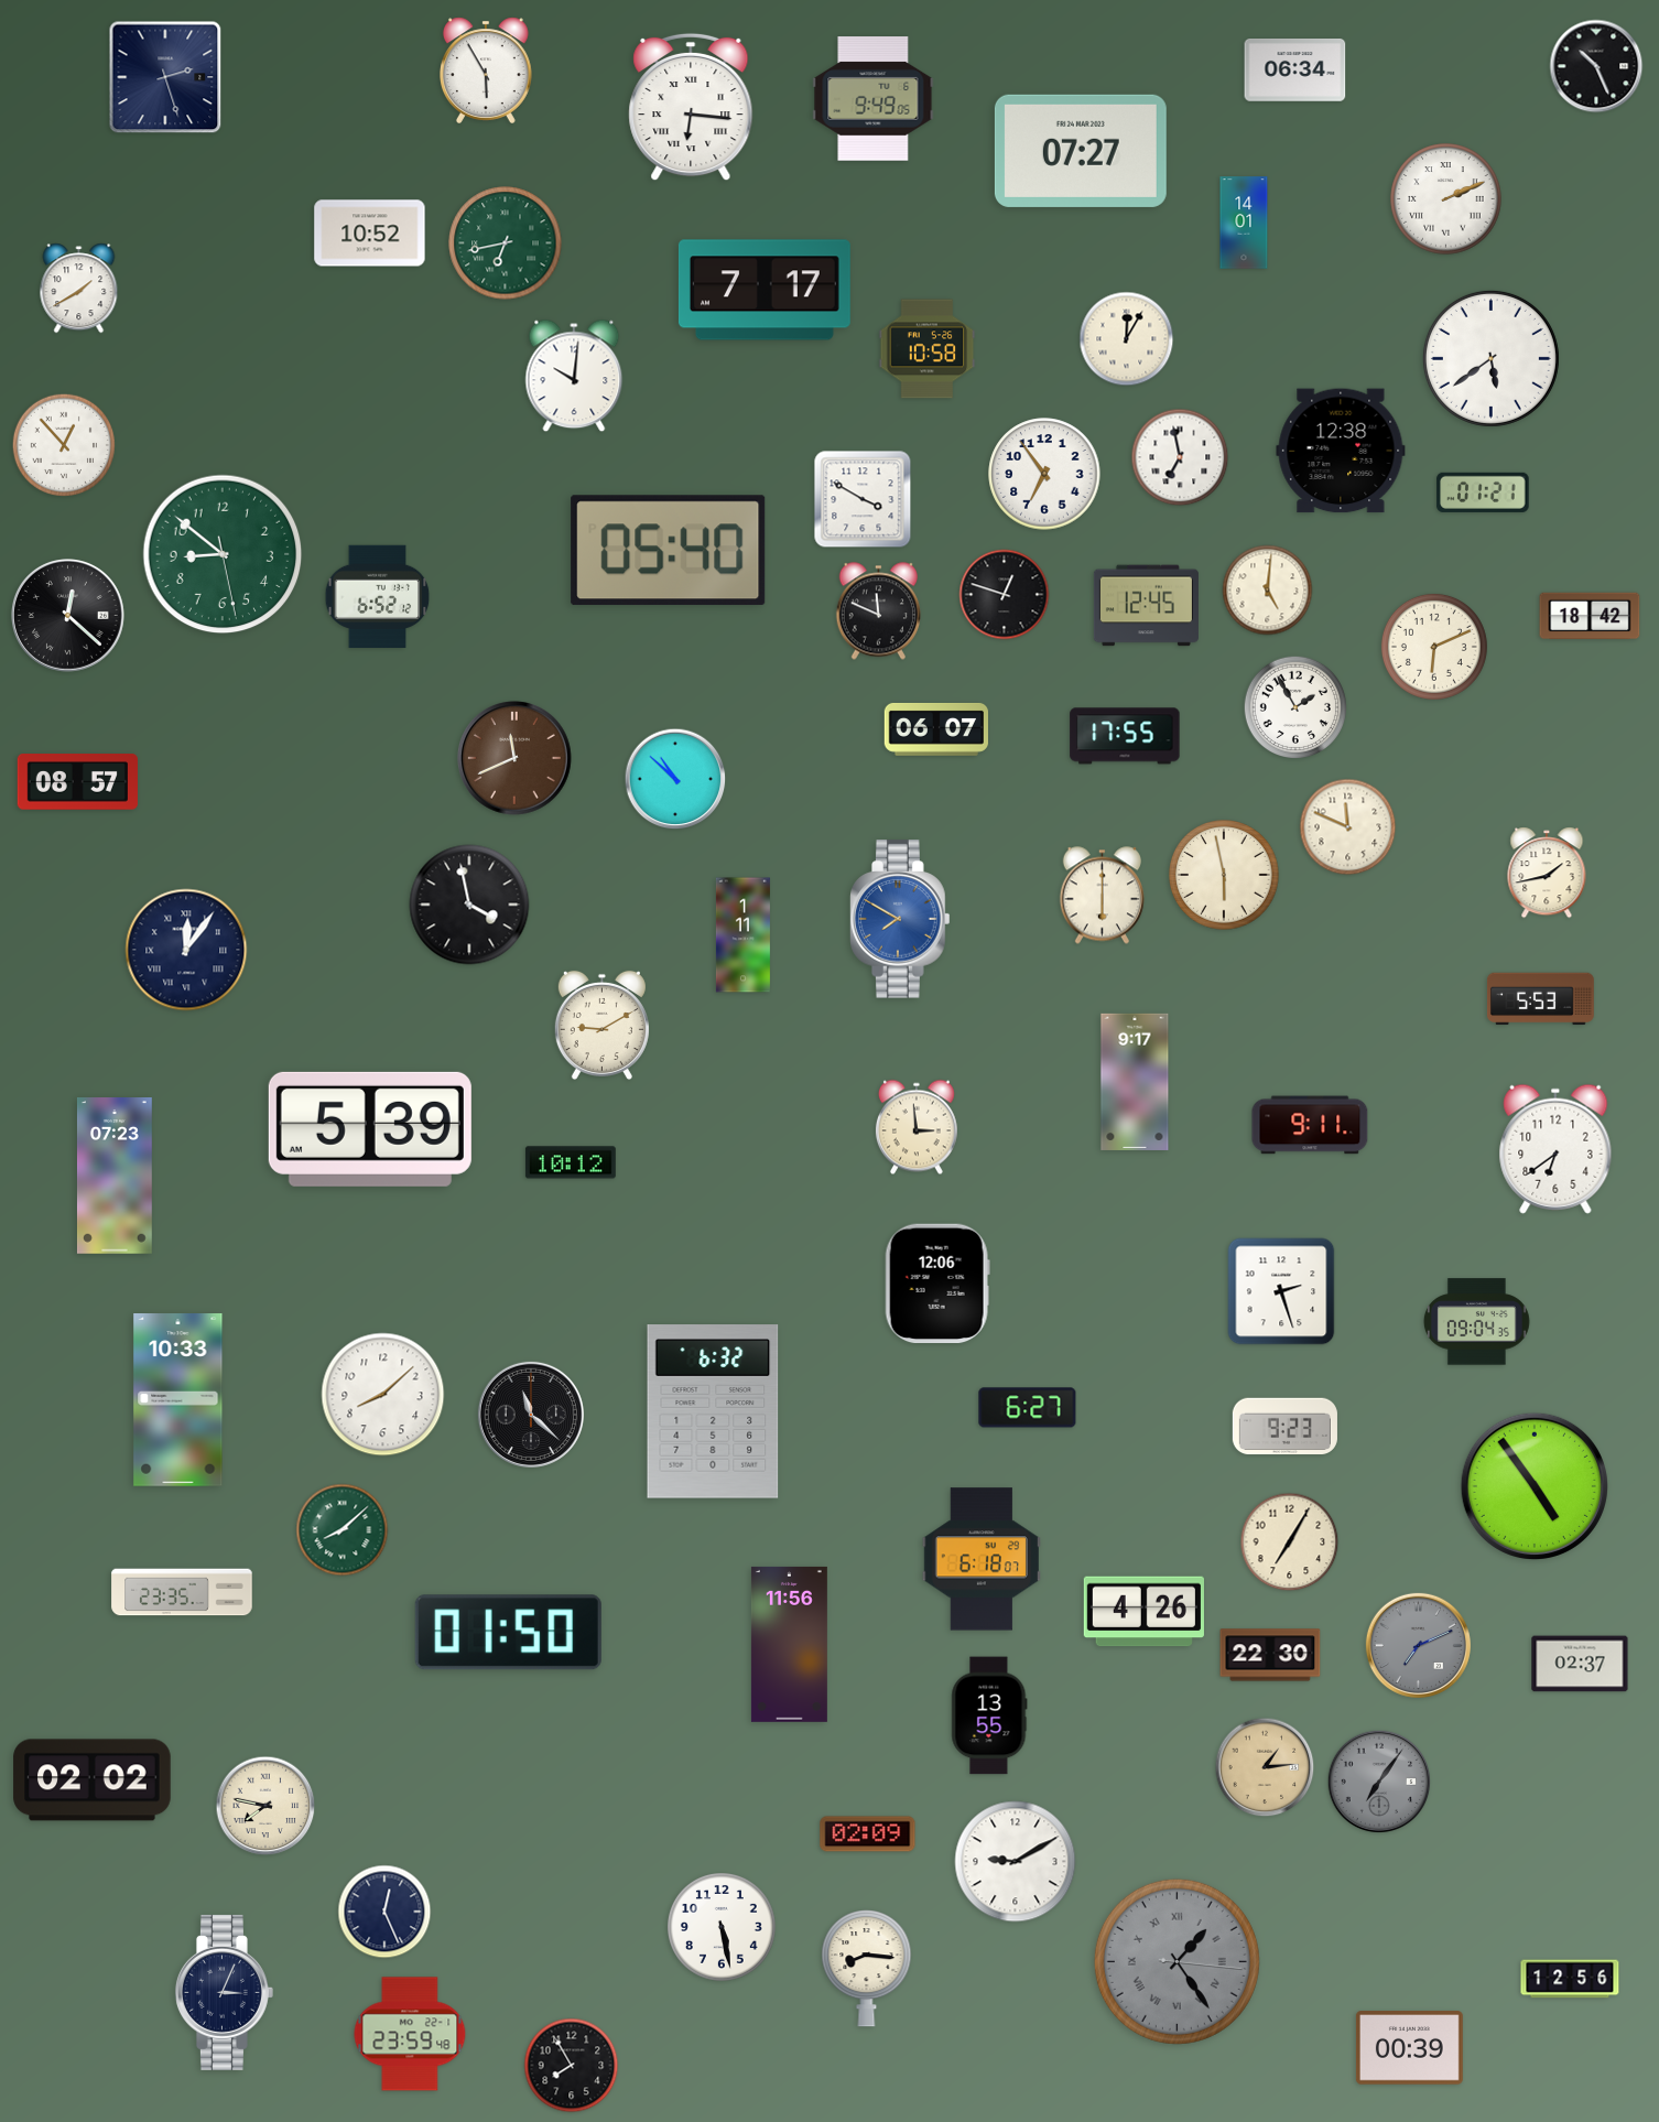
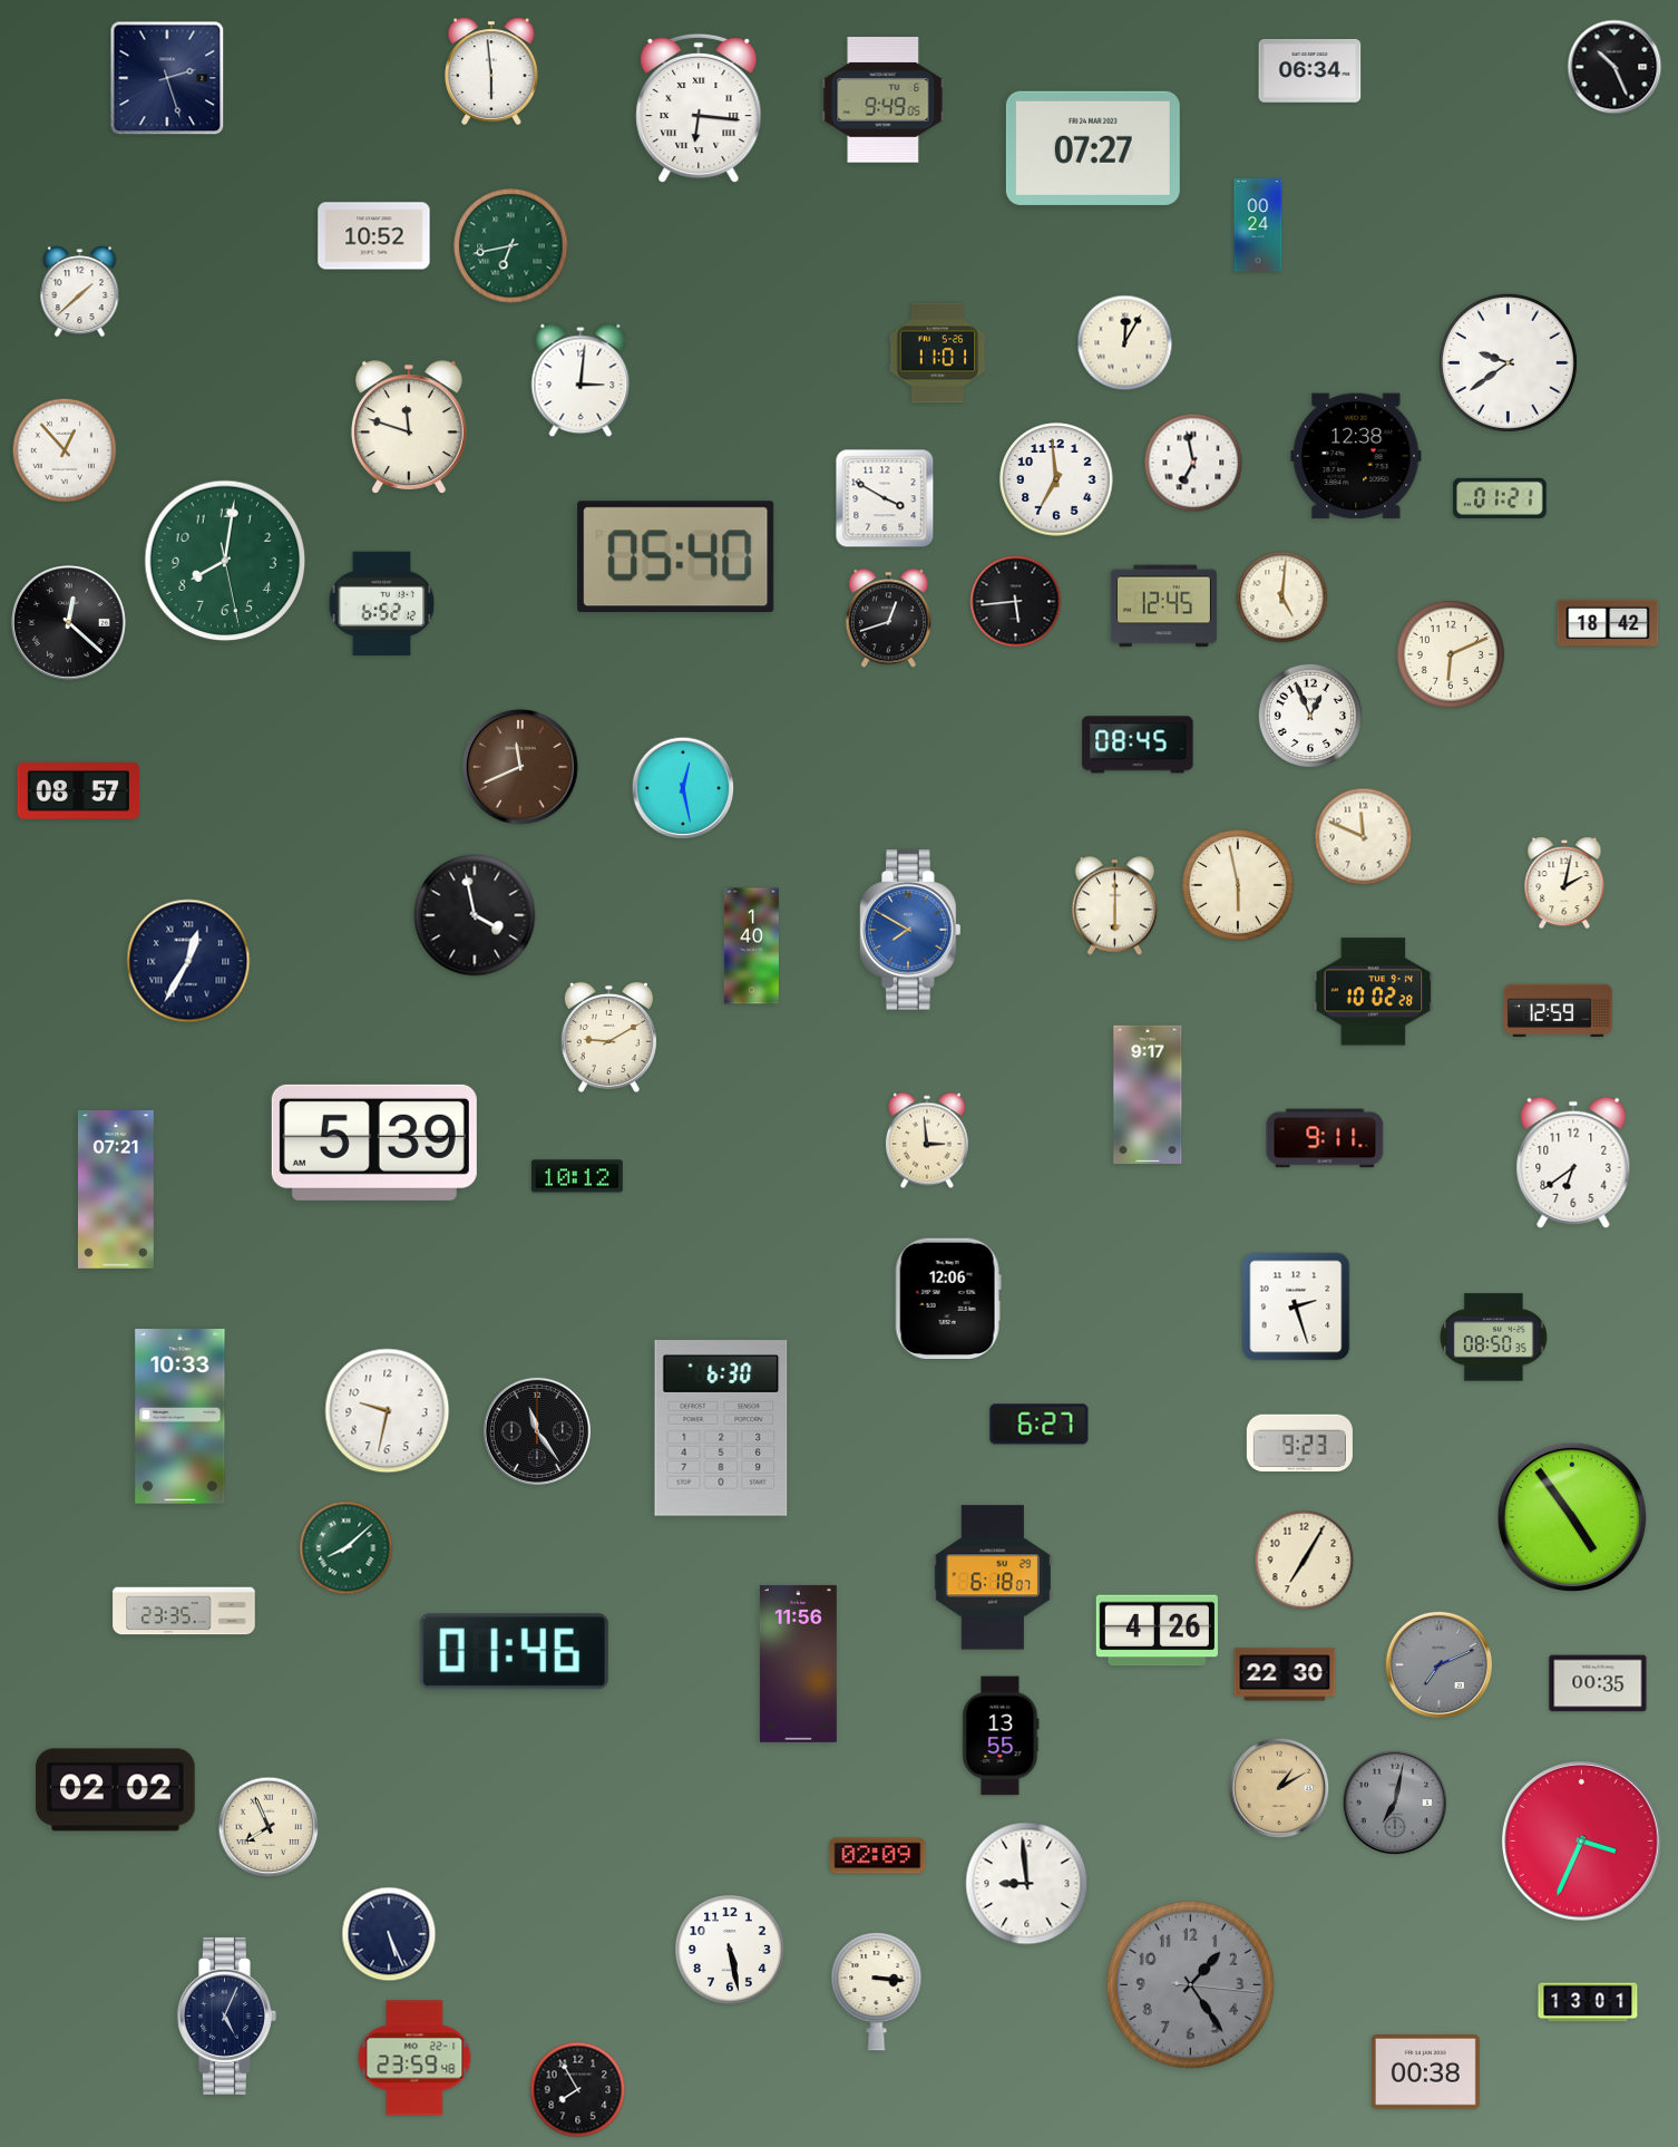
clock at (487, 71): 5:55 -> 5:59
clock at (1081, 151) position: (1081, 151) -> (1093, 148)
clock at (1446, 199): 2:11 -> none
clock at (1244, 223): 14:01 -> 00:24
clock at (79, 289): 1:40 -> 1:38
clock at (765, 290): 7:17 -> none
clock at (1127, 339) position: (1127, 339) -> (1125, 343)
clock at (928, 349): 10:58 -> 11:01
clock at (1490, 358): 5:39 -> 9:39
clock at (574, 376): 10:01 -> 3:01
clock at (409, 427): none -> 11:48
clock at (1044, 474): 6:54 -> 6:59
clock at (863, 499) position: (863, 499) -> (885, 498)
clock at (223, 554): 8:51 -> 8:01
clock at (1005, 595): 12:48 -> 5:44
clock at (1146, 606) position: (1146, 606) -> (1163, 606)
clock at (878, 611): 11:49 -> 12:42
clock at (1294, 706): 1:55 -> 12:56
clock at (935, 729): 06:07 -> none
clock at (1125, 736): 17:55 -> 08:45
clock at (675, 779): 10:52 -> 12:28
clock at (1547, 873): 1:43 -> 2:02
clock at (742, 935): 1:11 -> 1:40
clock at (186, 950): 12:06 -> 12:35
clock at (1374, 992): none -> 10:02
clock at (1540, 999): 5:53 -> 12:59
clock at (115, 1177): 07:23 -> 07:21
clock at (1476, 1322): 09:04 -> 08:50
clock at (383, 1395): 8:08 -> 9:32
clock at (713, 1411): 6:32 -> 6:30
clock at (531, 1415): 11:22 -> 11:24
clock at (1535, 1486) position: (1535, 1486) -> (1572, 1517)
clock at (508, 1633): 01:50 -> 01:46
clock at (1418, 1645) position: (1418, 1645) -> (1438, 1664)
clock at (1580, 1664): 02:37 -> 00:35
clock at (1265, 1767): 1:14 -> 1:10
clock at (93, 1780) position: (93, 1780) -> (116, 1790)
clock at (1379, 1782): 7:06 -> 7:02
clock at (265, 1806): 7:47 -> 7:56
clock at (1581, 1840): none -> 3:34
clock at (1016, 1862): 9:10 -> 8:59
clock at (384, 1912): 12:26 -> 5:26
clock at (1177, 1961) numerals: Roman -> Arabic
clock at (867, 1969): 8:16 -> 3:16
clock at (1570, 1979): 12:56 -> 13:01
clock at (224, 1992): 3:04 -> 5:04
clock at (1409, 2048): 00:39 -> 00:38
